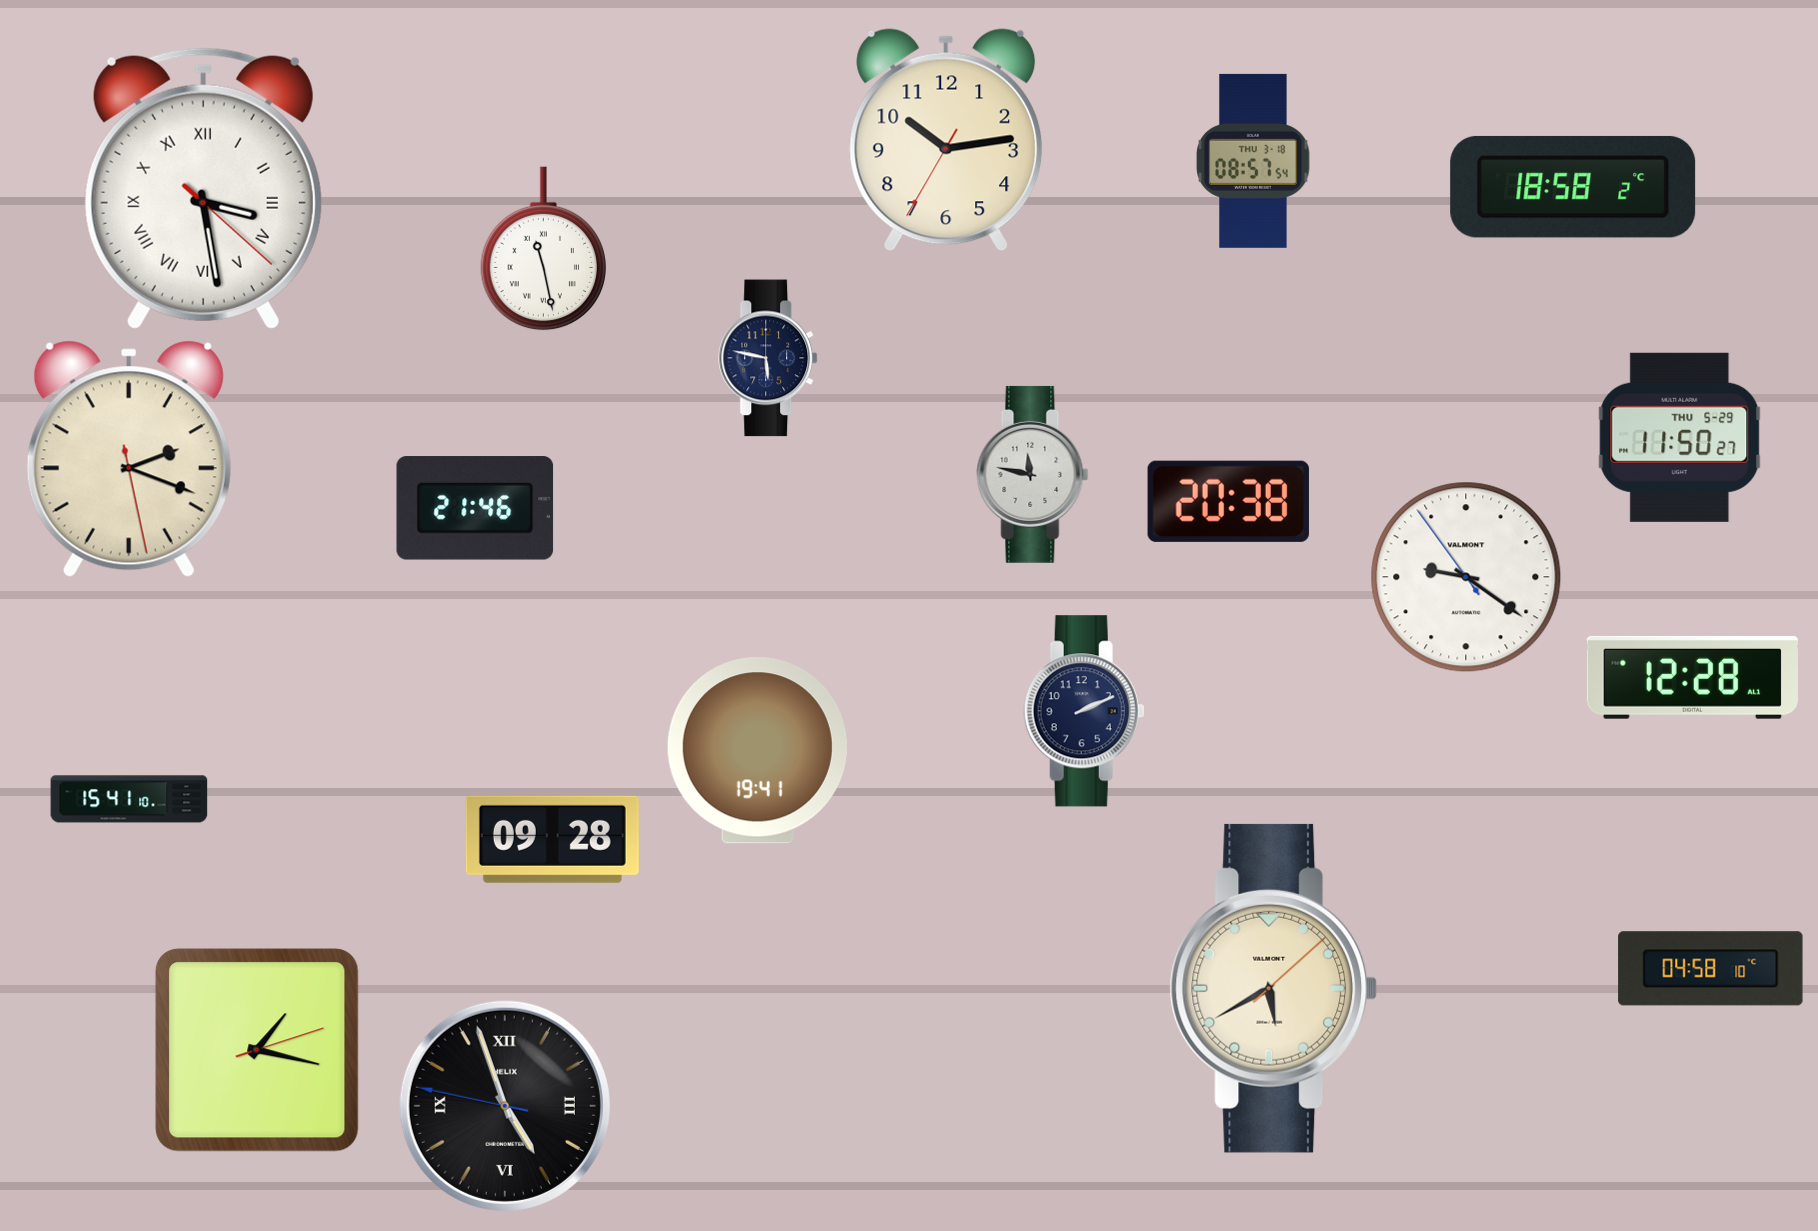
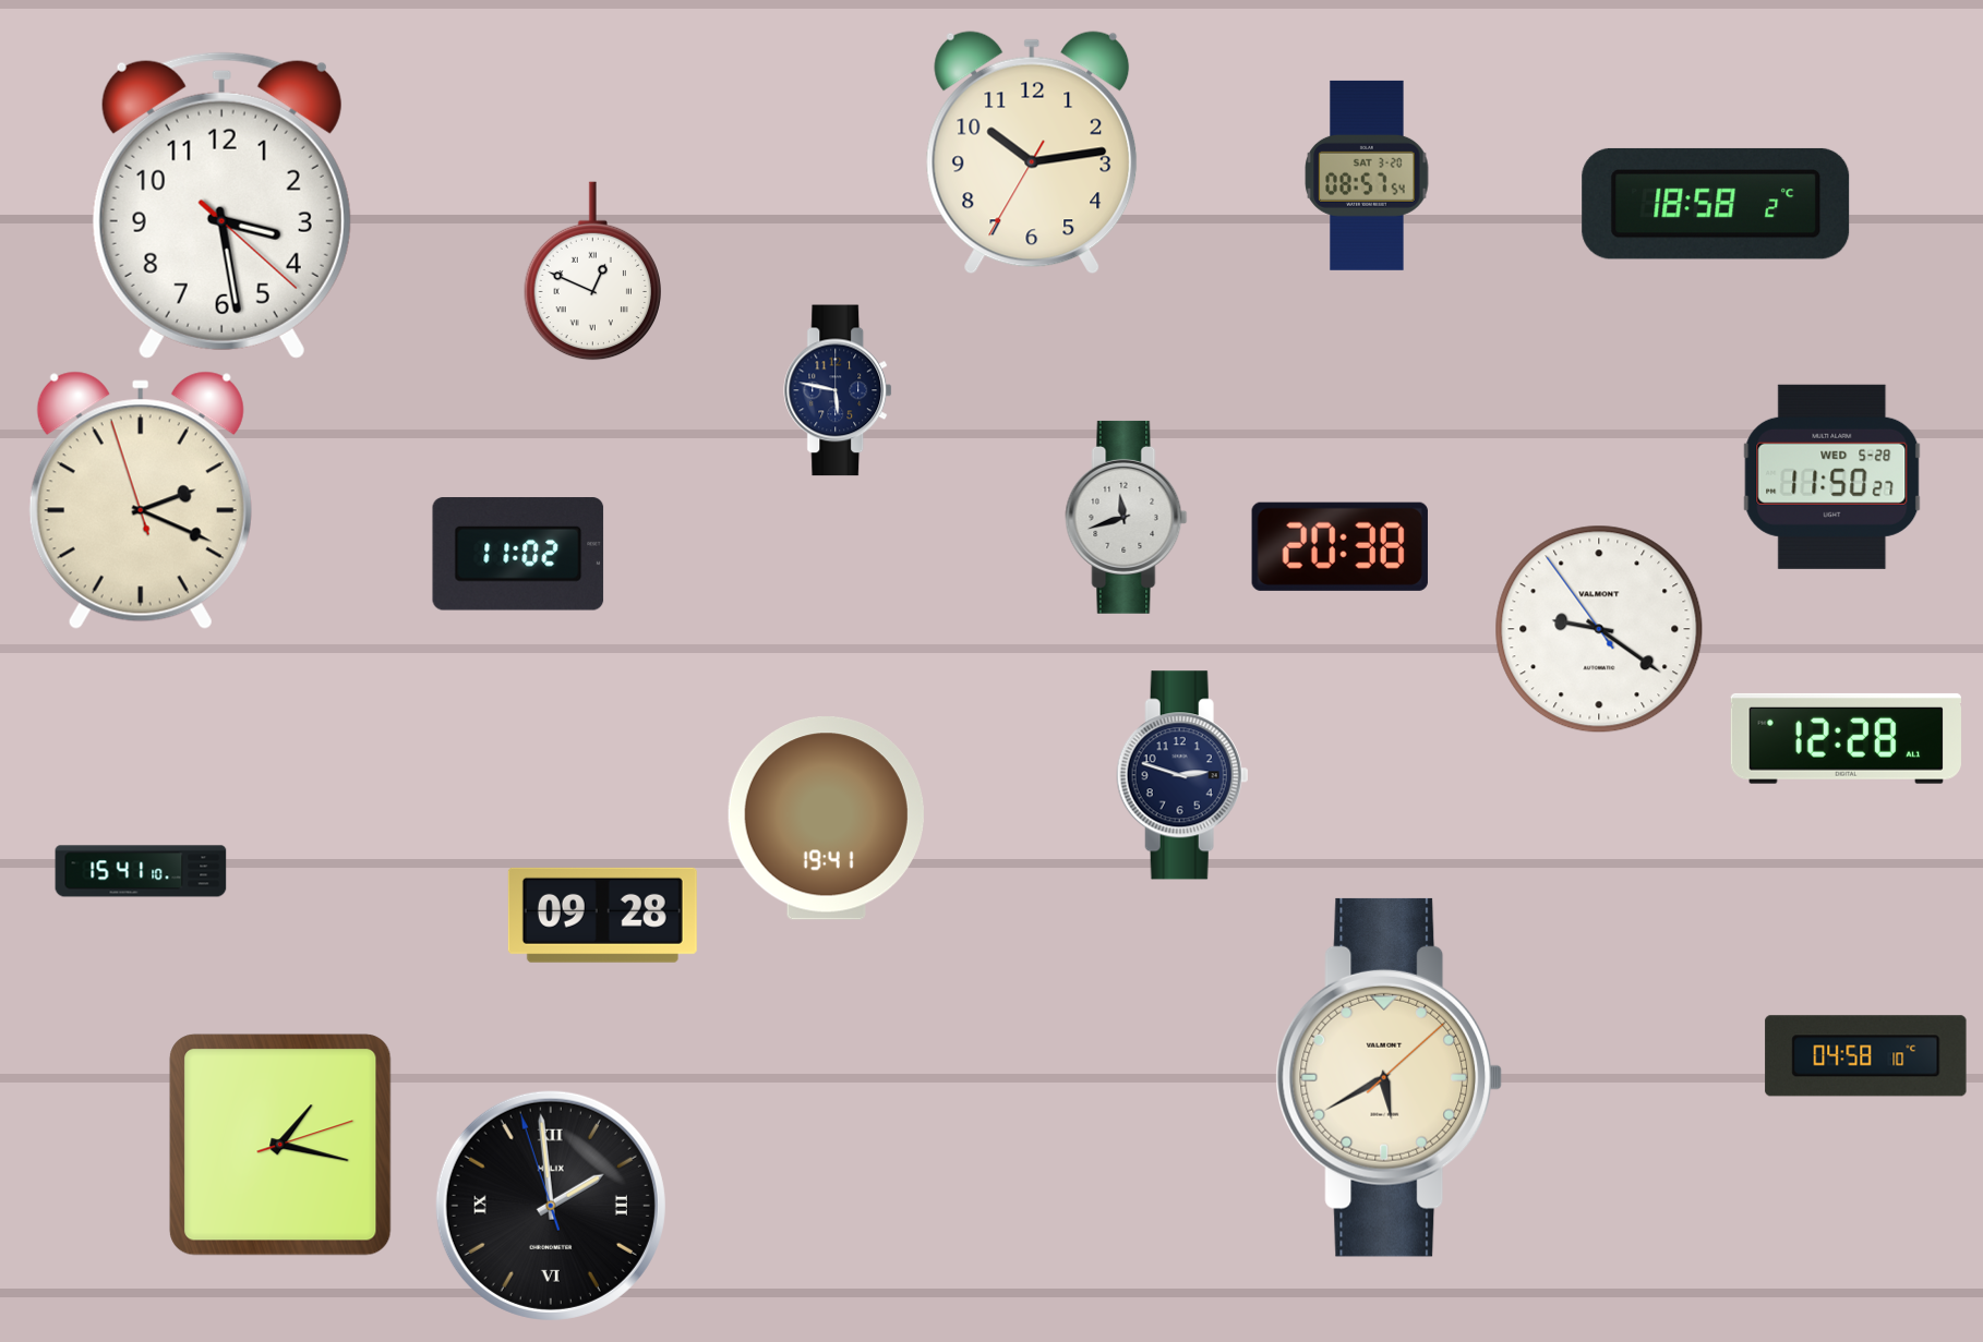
clock at (1253, 161) date: THU 3-18 -> SAT 3-20
clock at (203, 188) numerals: Roman -> Arabic
clock at (543, 249): 11:28 -> 12:49
clock at (1680, 437) date: THU 5-29 -> WED 5-28
clock at (129, 459): 2:18:28 -> 2:18:57
clock at (1033, 474): 11:47 -> 11:42
clock at (475, 508): 21:46 -> 11:02
clock at (1084, 711): 2:11 -> 2:48
clock at (505, 1106): 4:56 -> 1:58
